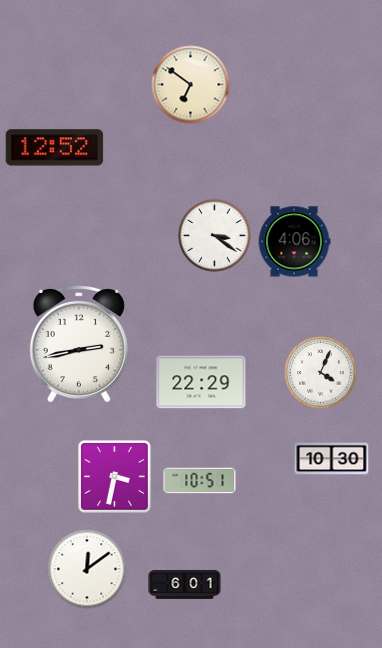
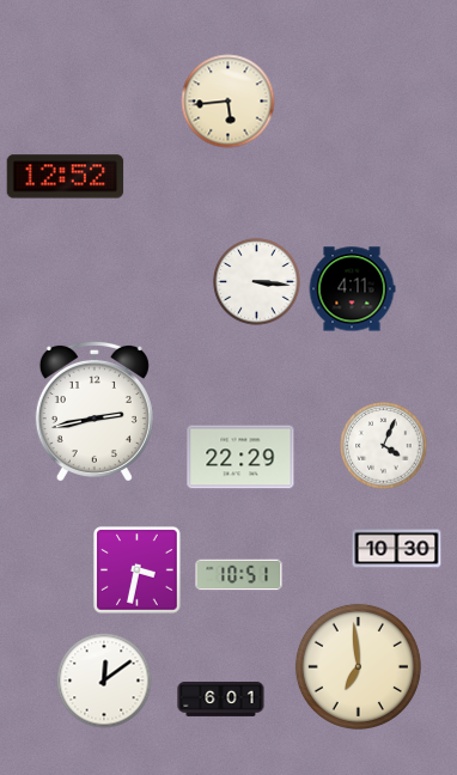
clock at (191, 85): 6:51 -> 5:44
clock at (215, 236): 3:21 -> 3:16
clock at (294, 242): 4:06 -> 4:11
clock at (358, 666): none -> 6:59
